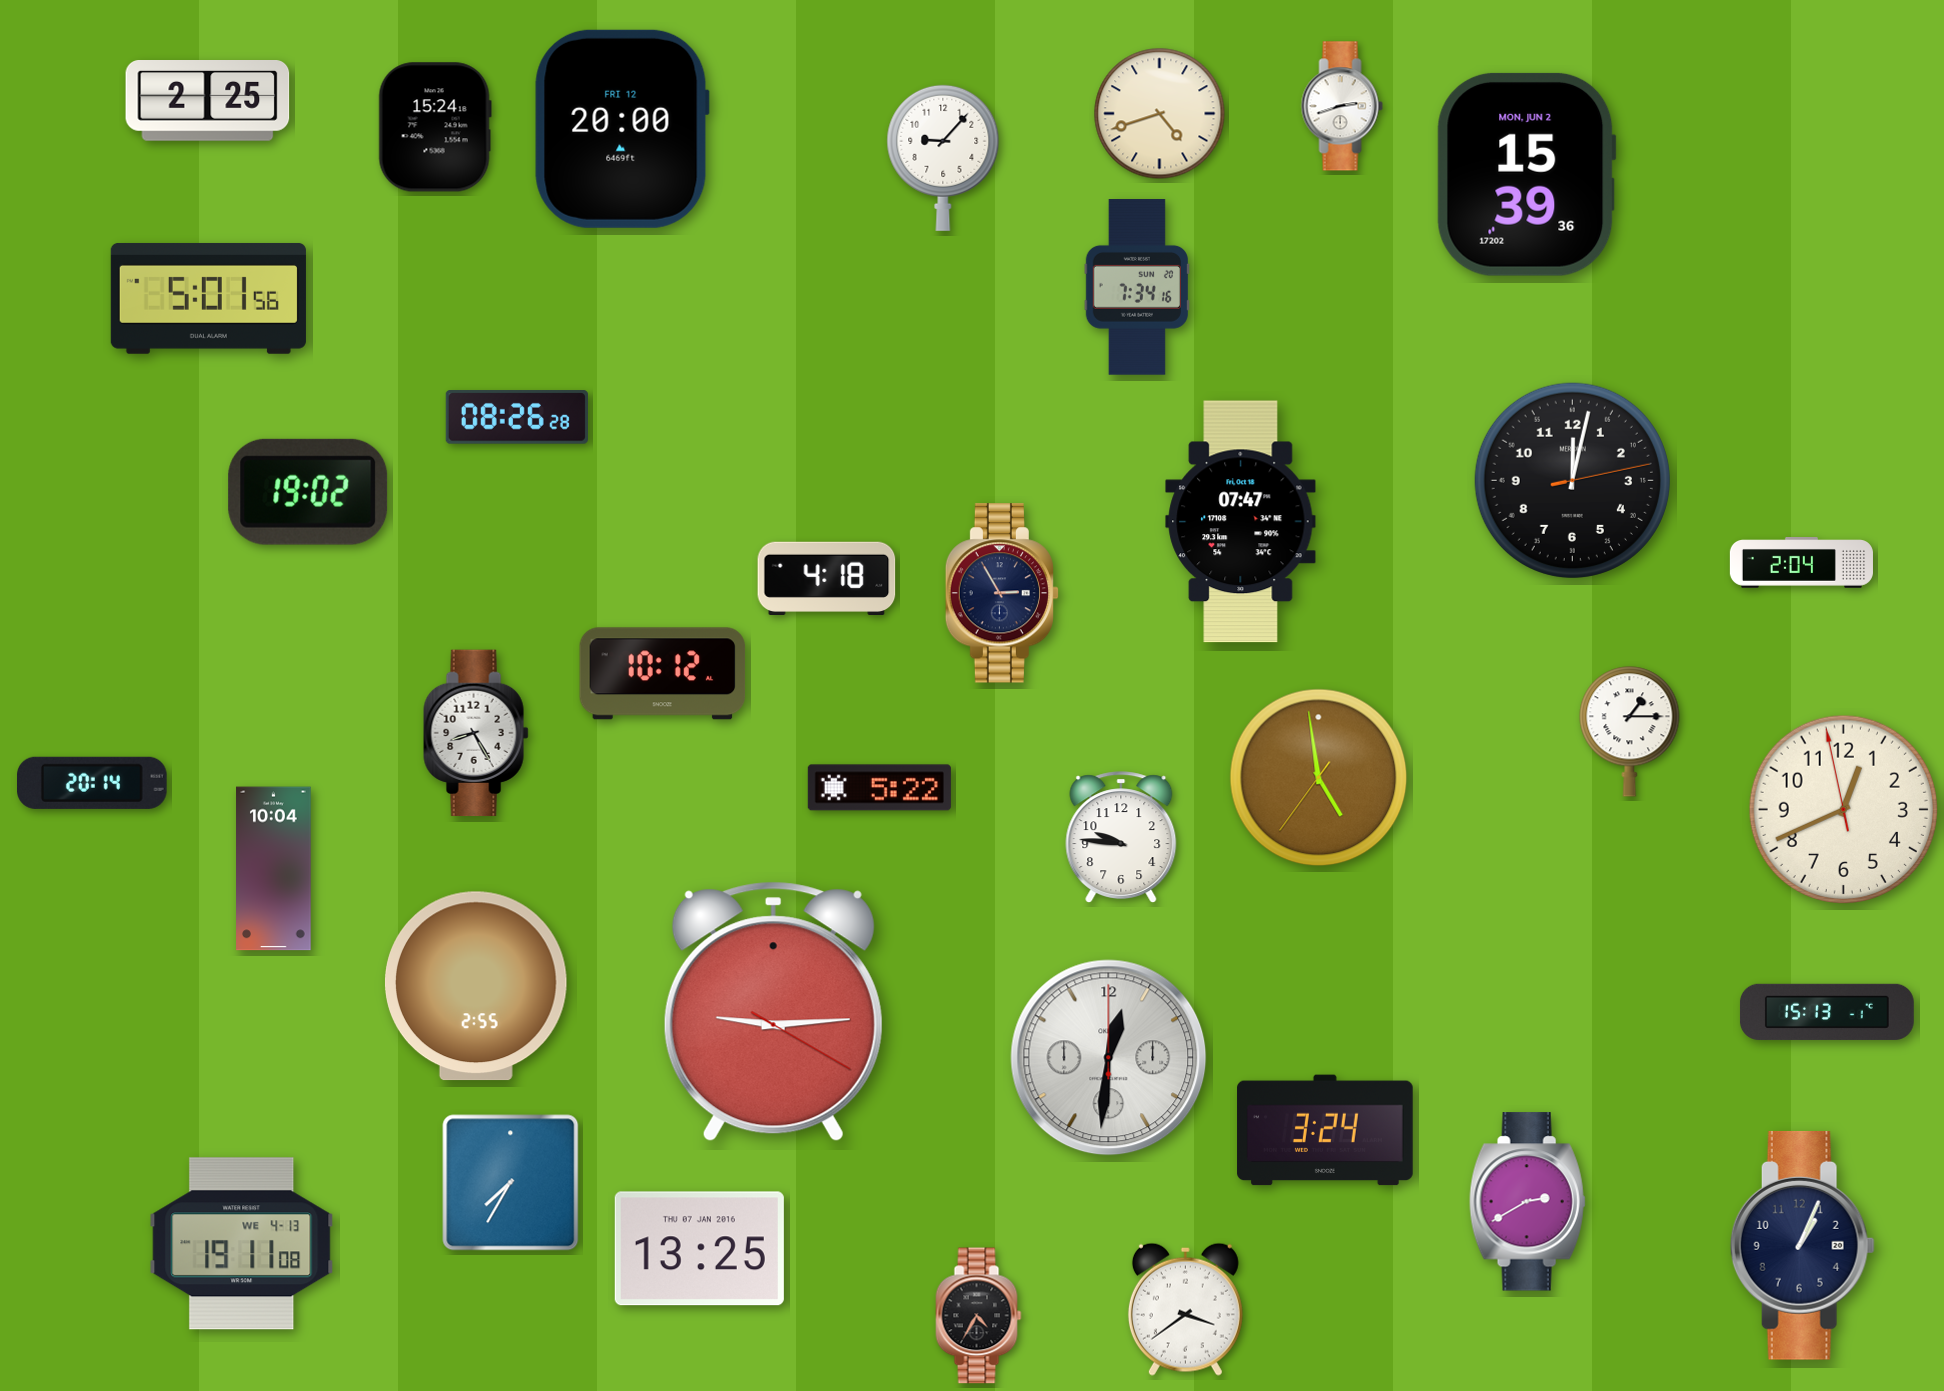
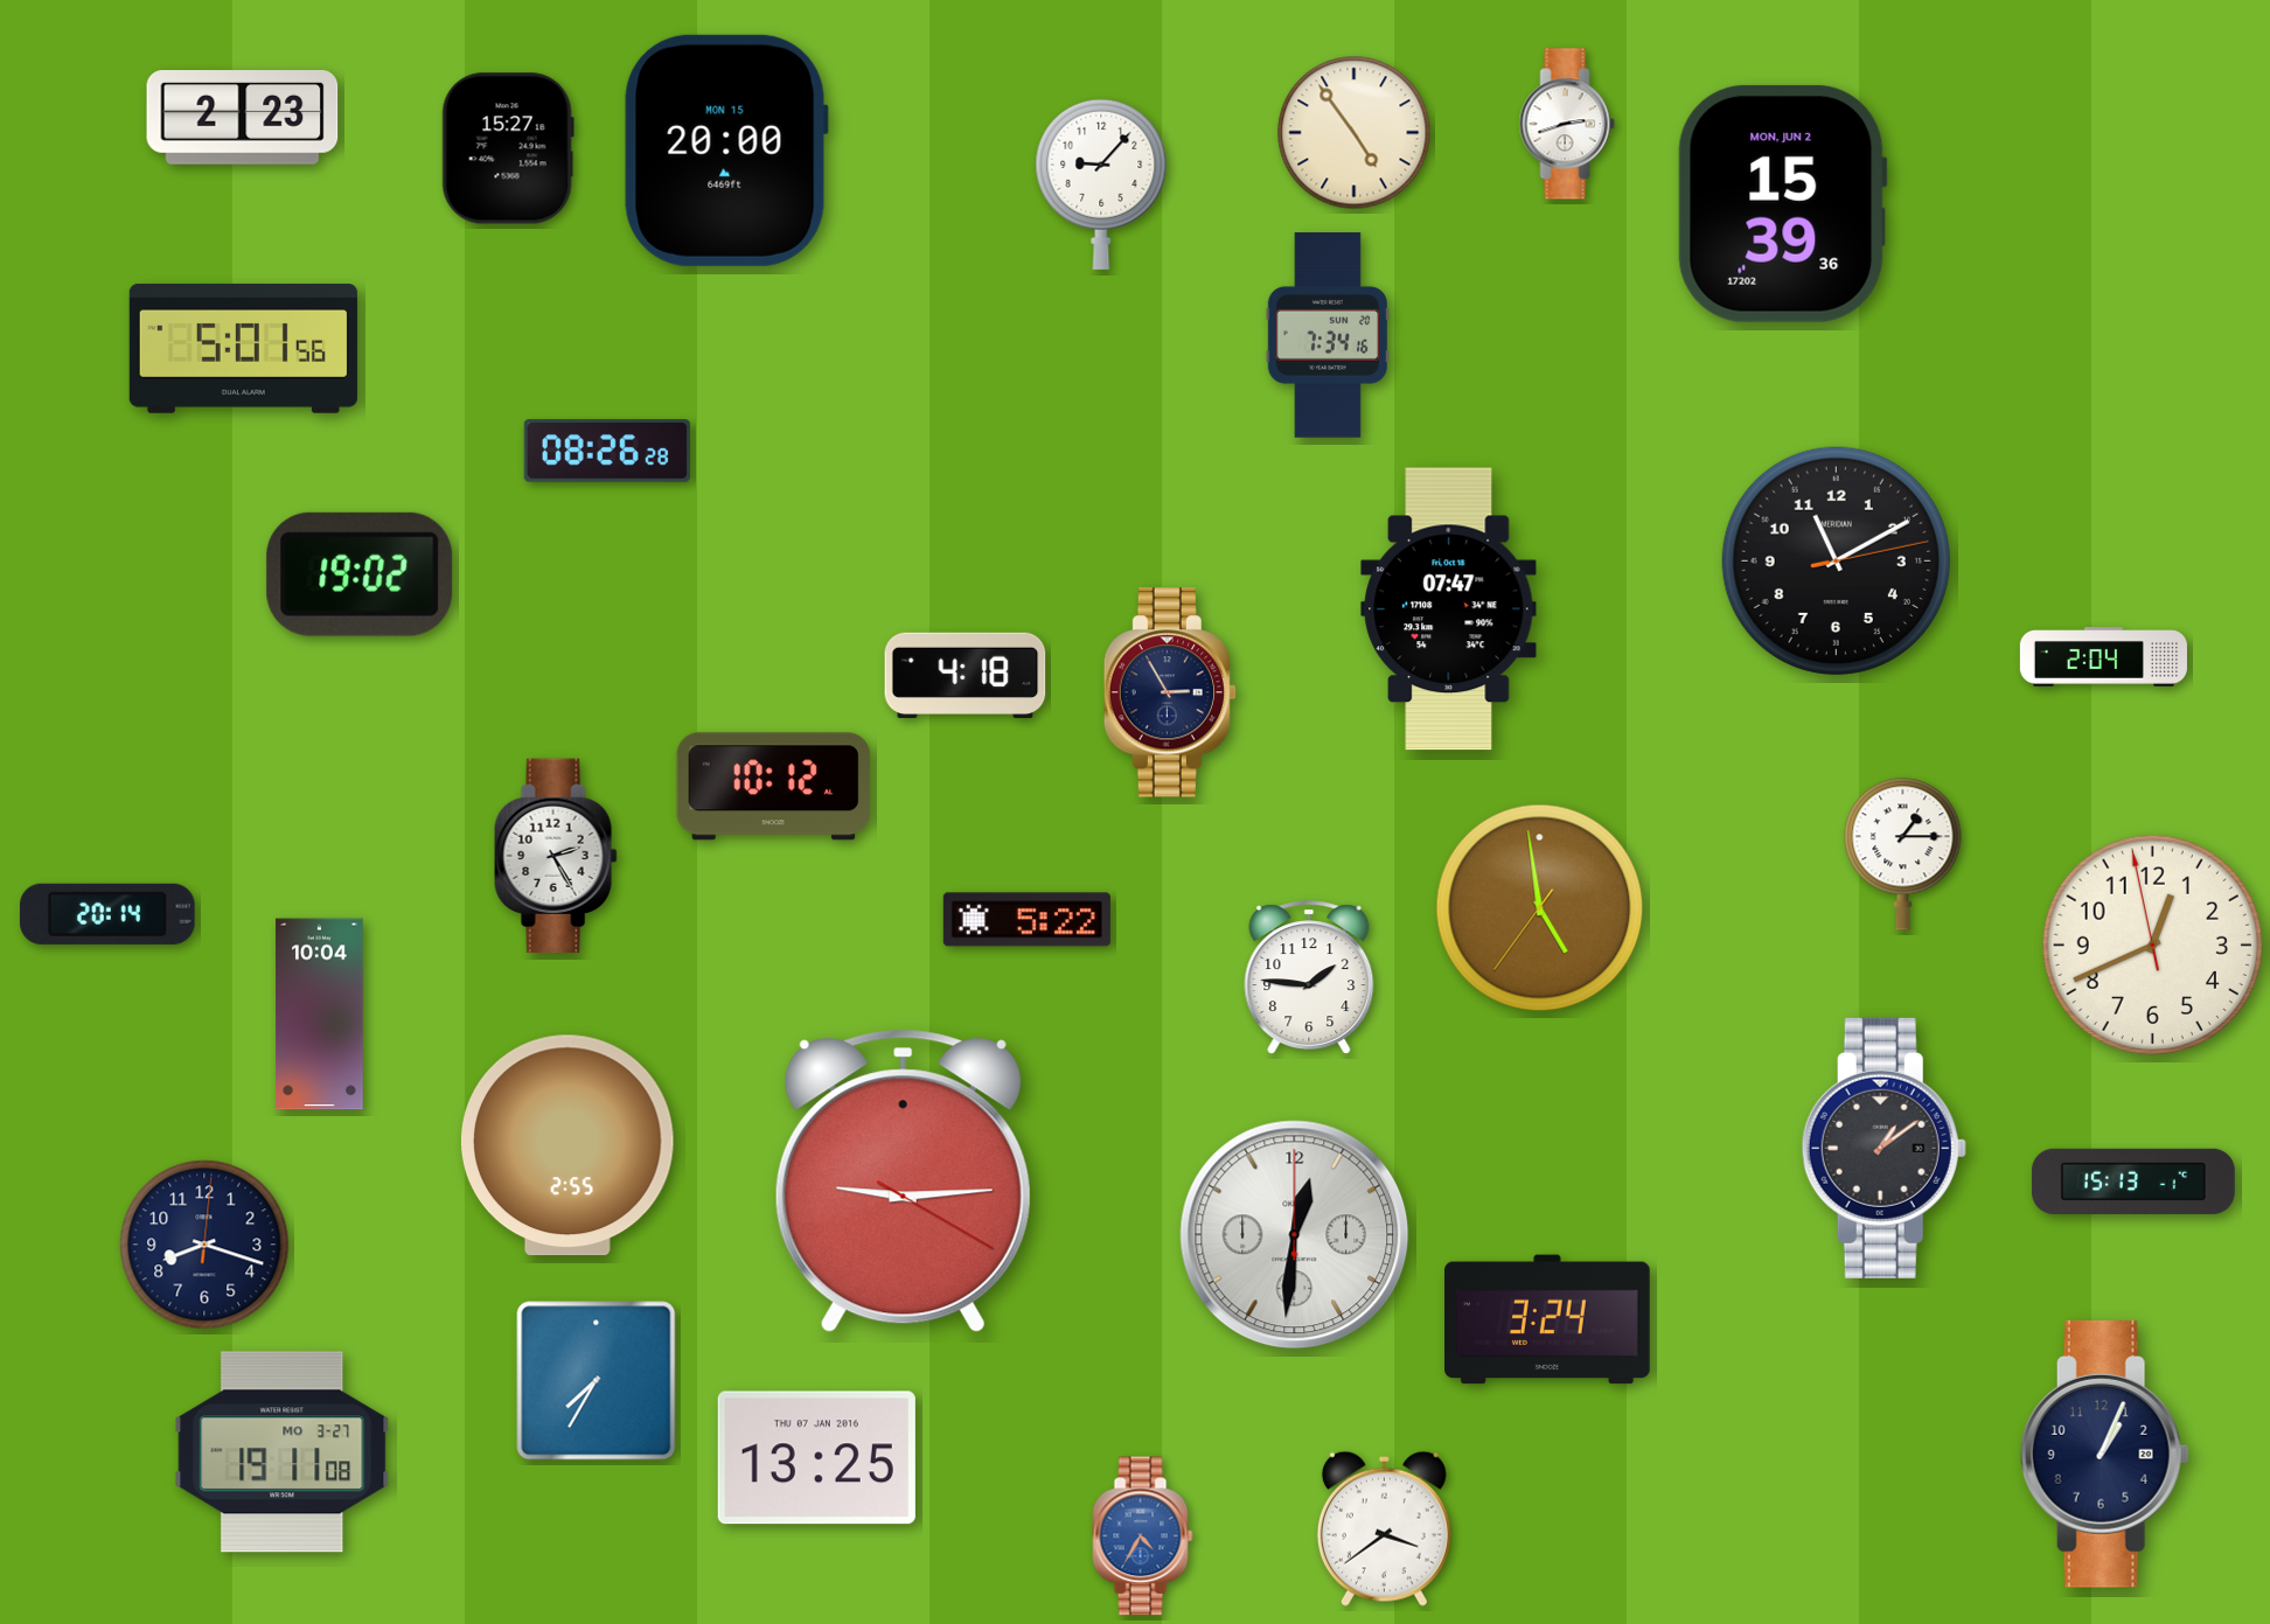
clock at (208, 101): 2:25 -> 2:23
clock at (1160, 114): 4:42 -> 4:54
clock at (435, 127): 15:24 -> 15:27
clock at (622, 129) date: FRI 12 -> MON 15
clock at (517, 417) position: (517, 417) -> (607, 451)
clock at (1572, 480): 12:02 -> 11:10
clock at (476, 733): 8:25 -> 2:25
clock at (1121, 838): 9:46 -> 1:46
clock at (1883, 1148): none -> 1:09
clock at (476, 986) position: (476, 986) -> (567, 1145)
clock at (204, 1245): none -> 8:18
clock at (1527, 1202): 2:40 -> none
clock at (242, 1244) date: WE 4-13 -> MO 3-27
clock at (979, 1316) dial: black -> blue
